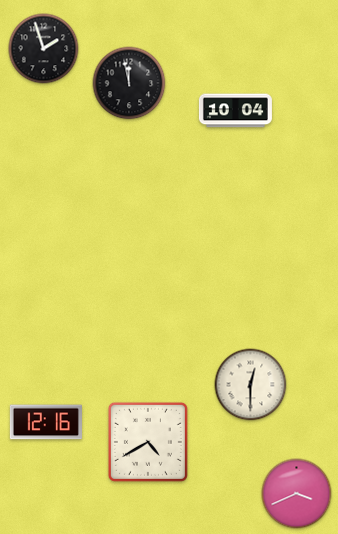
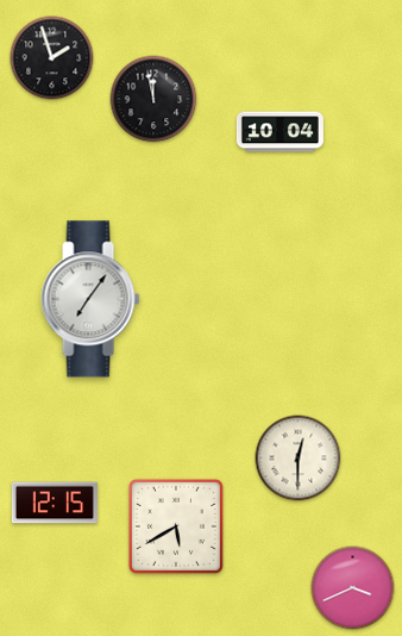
clock at (90, 299): none -> 7:06
clock at (46, 422): 12:16 -> 12:15
clock at (148, 442): 4:40 -> 5:40
